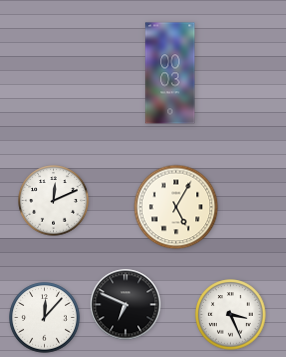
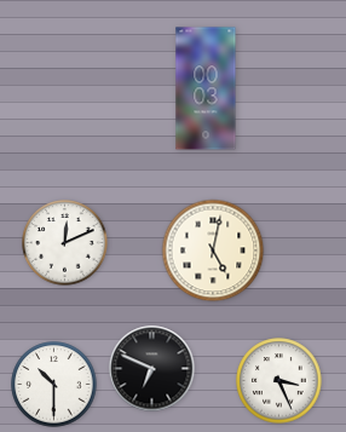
clock at (176, 207): 5:05 -> 5:02
clock at (45, 318): 12:07 -> 10:30
